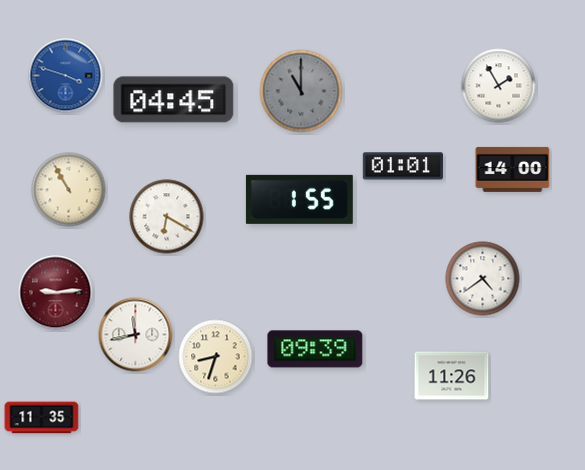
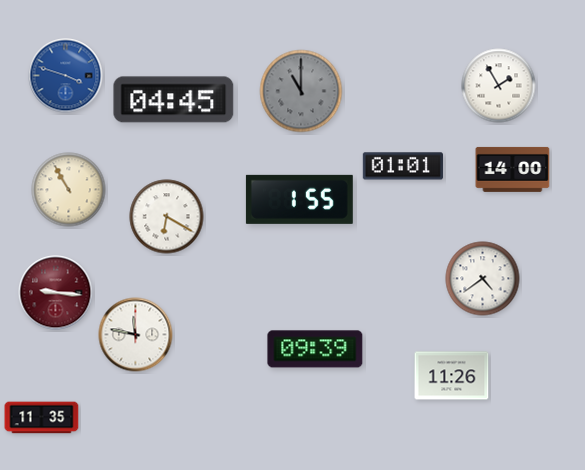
clock at (56, 293): 9:14 -> 9:16
clock at (136, 335): 11:43 -> 11:47
clock at (216, 357): 8:33 -> none
